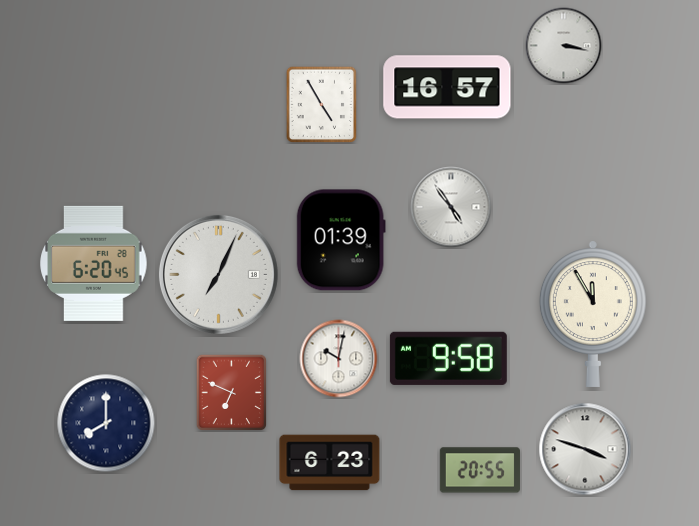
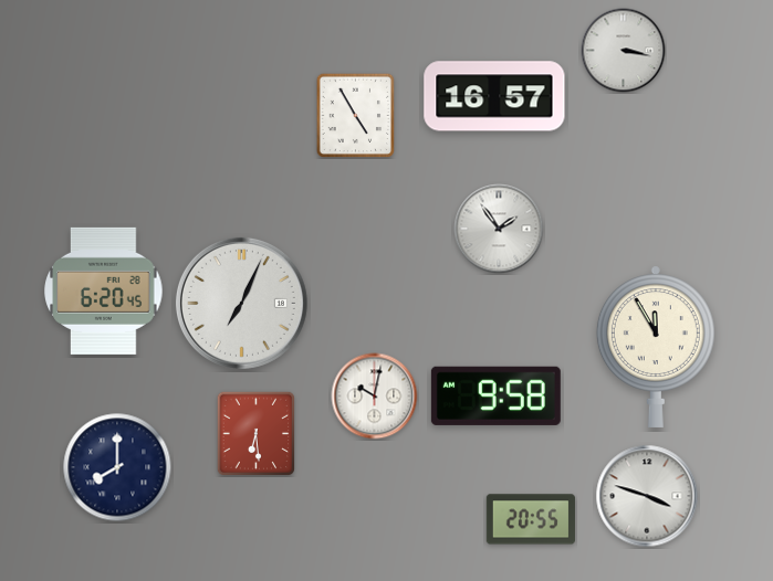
clock at (451, 207): 4:54 -> 1:54
clock at (341, 240): 01:39 -> none
clock at (232, 392): 6:49 -> 6:29
clock at (330, 463): 6:23 -> none
